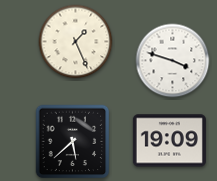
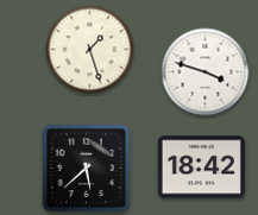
clock at (76, 42): 1:26 -> 1:27
clock at (169, 141): 19:09 -> 18:42
